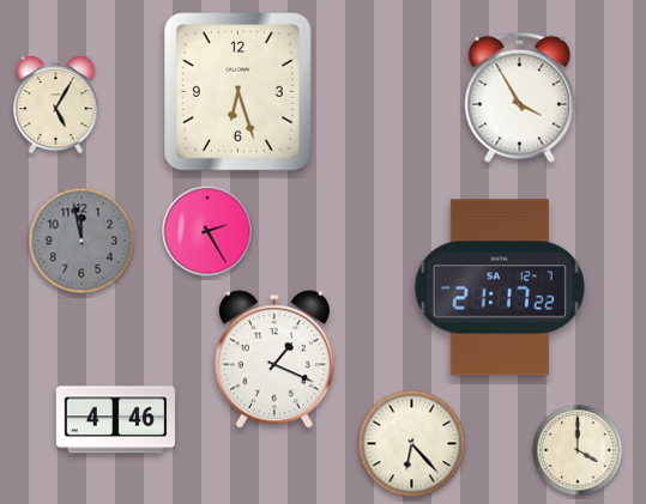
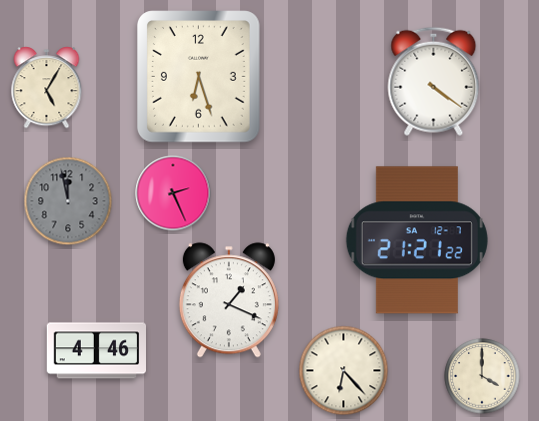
clock at (520, 97): 3:55 -> 4:21
clock at (207, 231): 2:25 -> 2:26
clock at (500, 287): 21:17 -> 21:21
